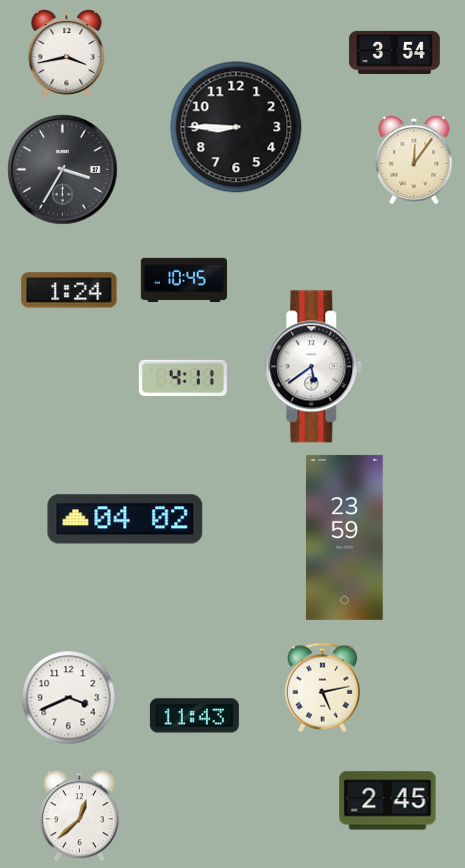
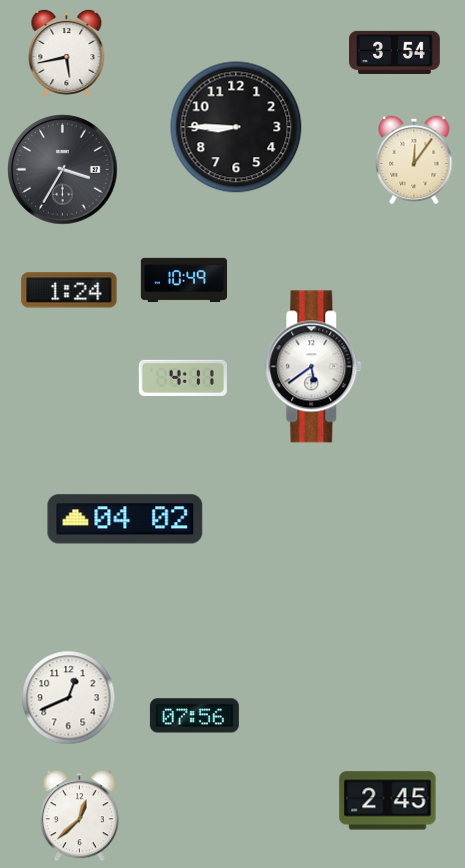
clock at (67, 53): 3:43 -> 5:43
clock at (184, 279): 10:45 -> 10:49
clock at (345, 537): 23:59 -> none
clock at (322, 688): 5:13 -> none
clock at (69, 698): 3:41 -> 12:41
clock at (194, 716): 11:43 -> 07:56
